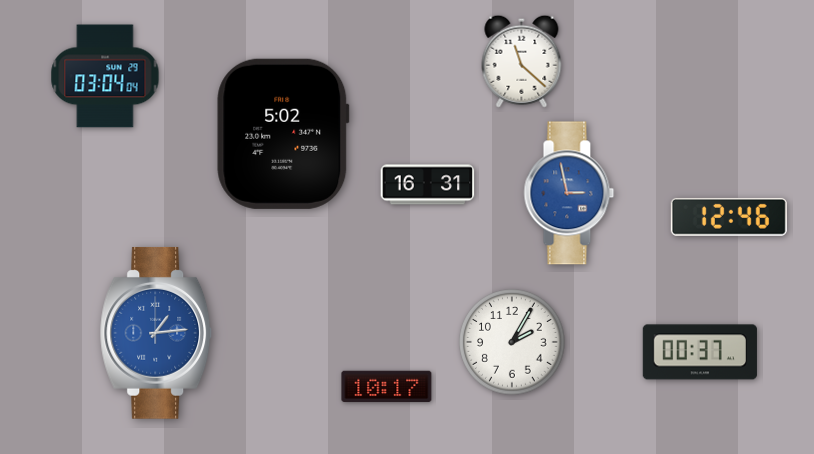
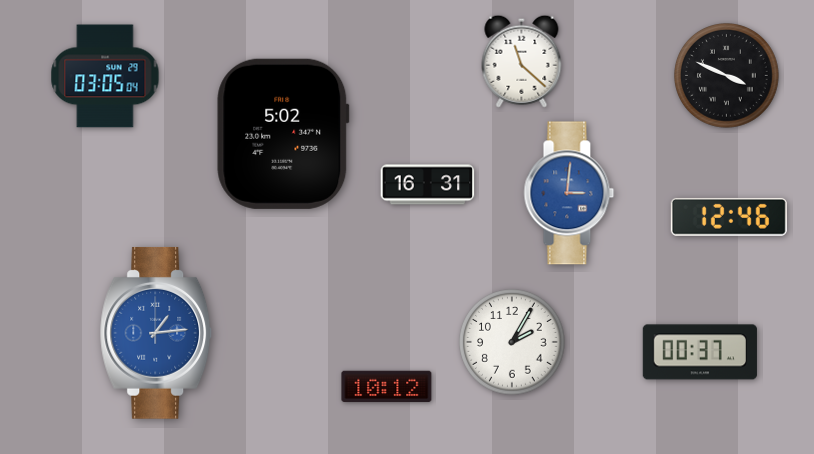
clock at (105, 76): 03:04 -> 03:05
clock at (727, 76): none -> 3:49
clock at (569, 193): 2:58 -> 3:01
clock at (387, 387): 10:17 -> 10:12
